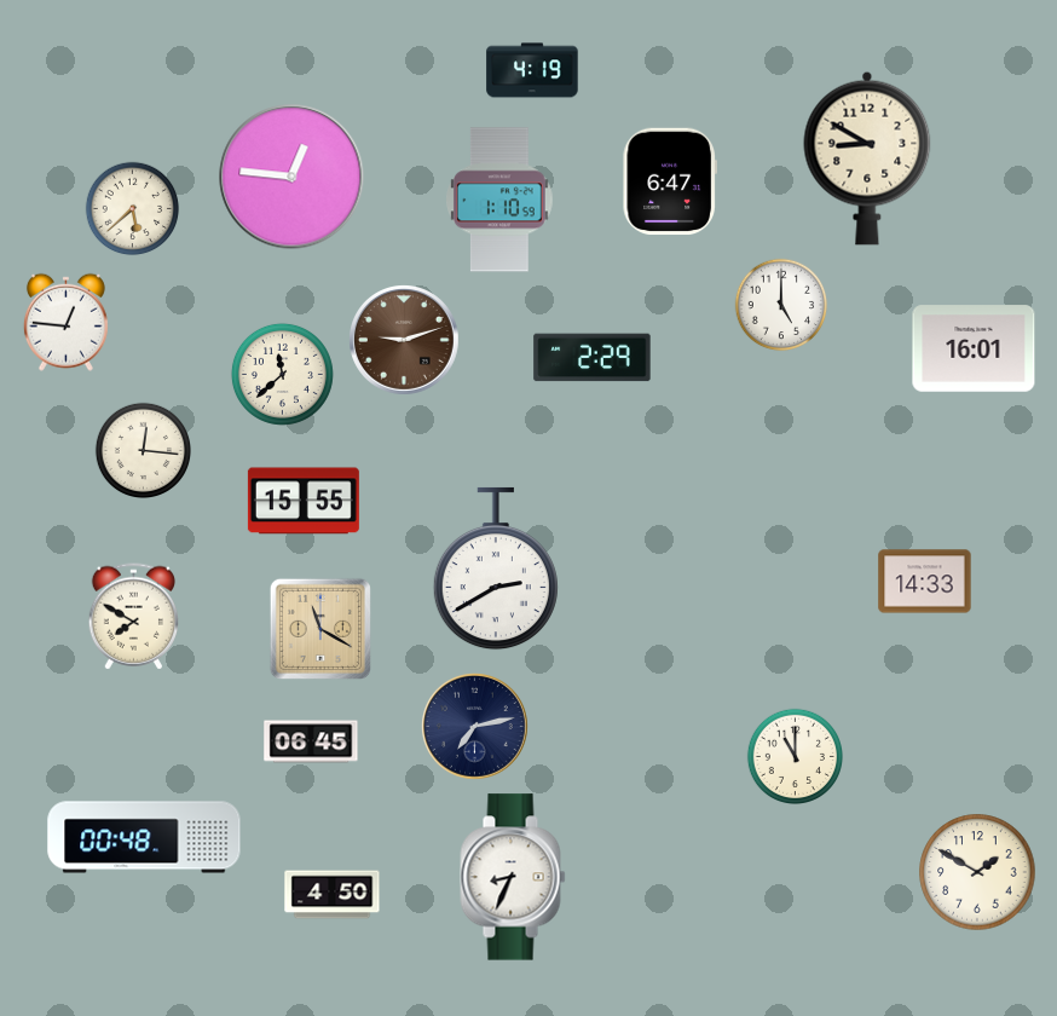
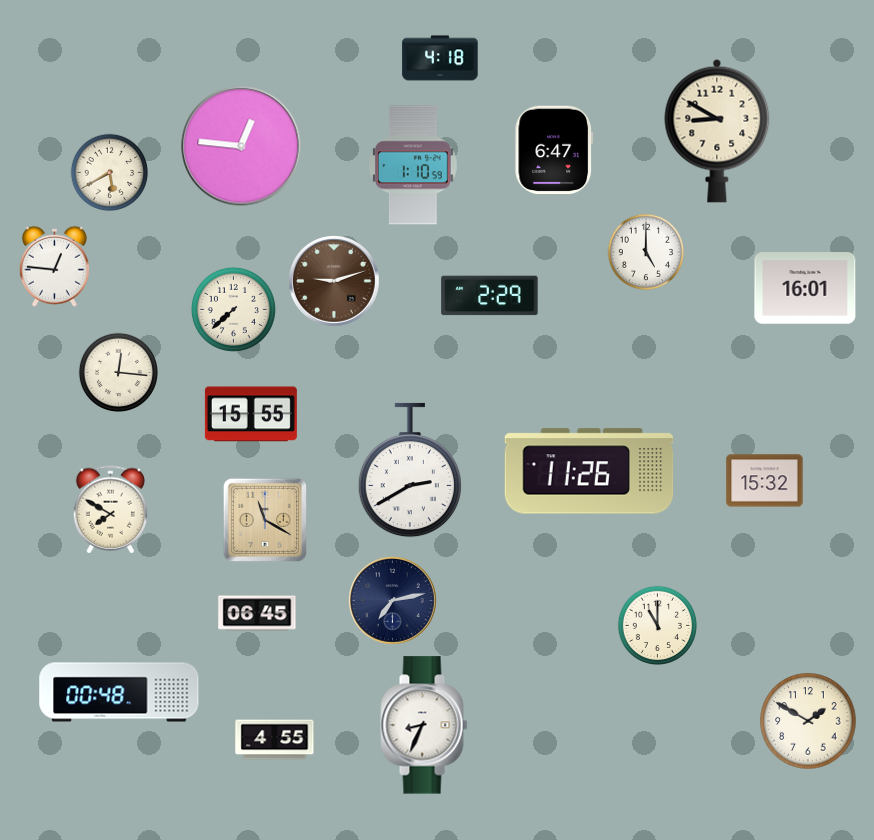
clock at (532, 70): 4:19 -> 4:18
clock at (133, 209): 5:38 -> 5:40
clock at (282, 374): 11:38 -> 7:38
clock at (589, 471): none -> 11:26
clock at (925, 582): 14:33 -> 15:32
clock at (333, 895): 4:50 -> 4:55
